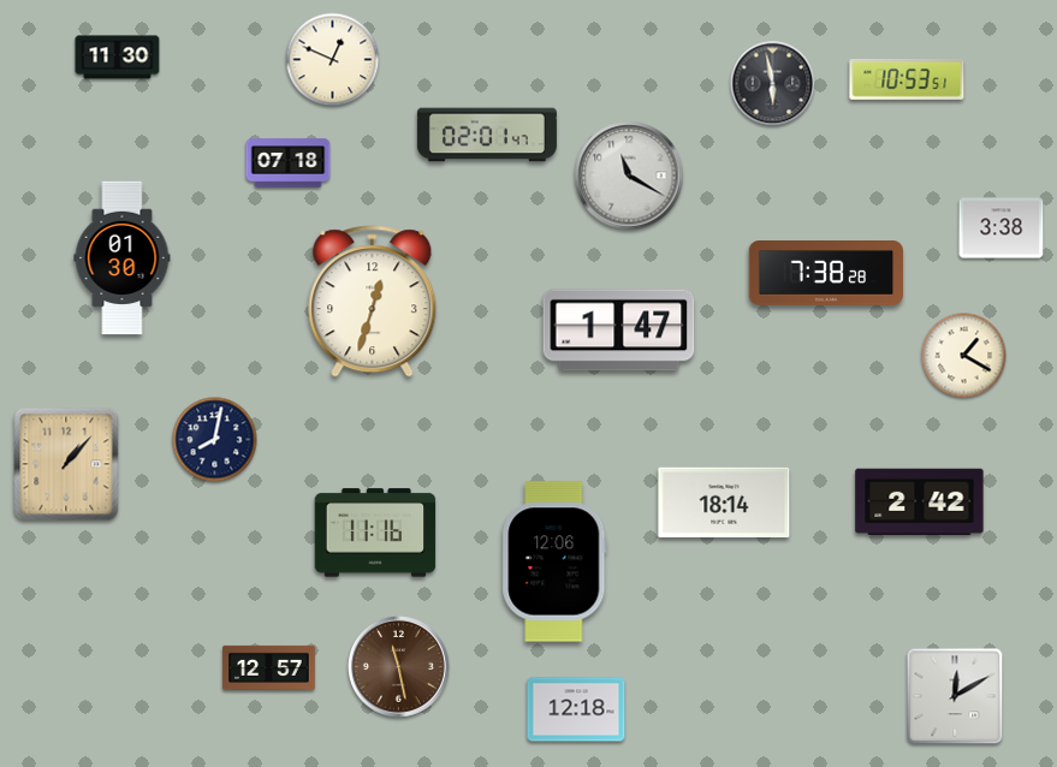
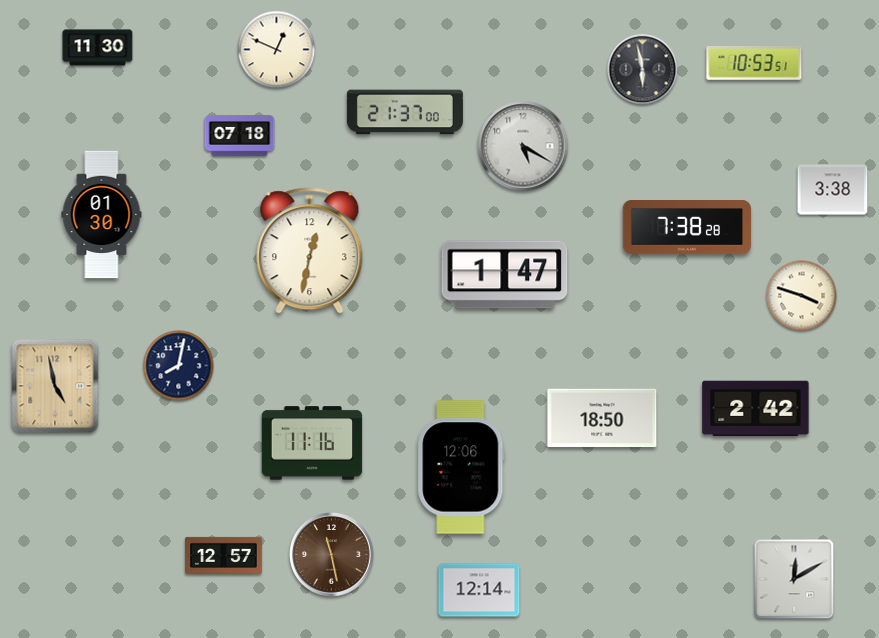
clock at (907, 81) position: (907, 81) -> (754, 64)
clock at (487, 135): 02:01 -> 21:37
clock at (629, 176): 11:20 -> 5:20
clock at (373, 302): 12:33 -> 12:32
clock at (619, 331) position: (619, 331) -> (505, 275)
clock at (964, 356): 1:20 -> 3:48
clock at (66, 464): 1:07 -> 4:58
clock at (724, 503): 18:14 -> 18:50
clock at (920, 503) position: (920, 503) -> (756, 409)
clock at (576, 709): 12:18 -> 12:14
